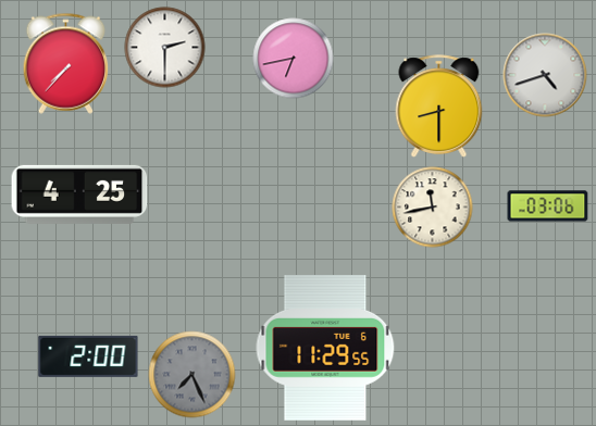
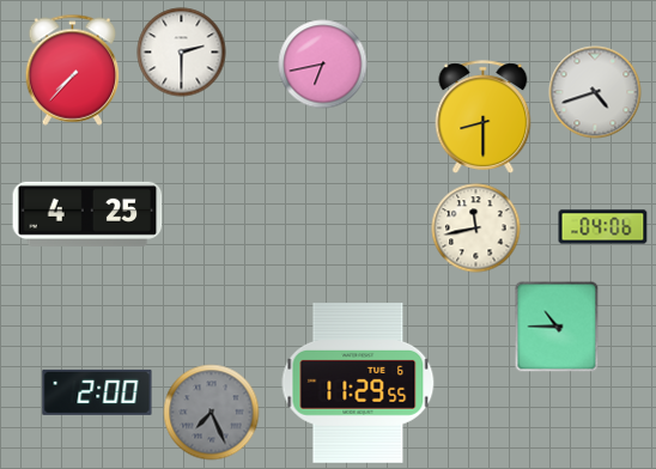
clock at (545, 75) position: (545, 75) -> (595, 92)
clock at (548, 206): 03:06 -> 04:06
clock at (557, 327): none -> 10:45
